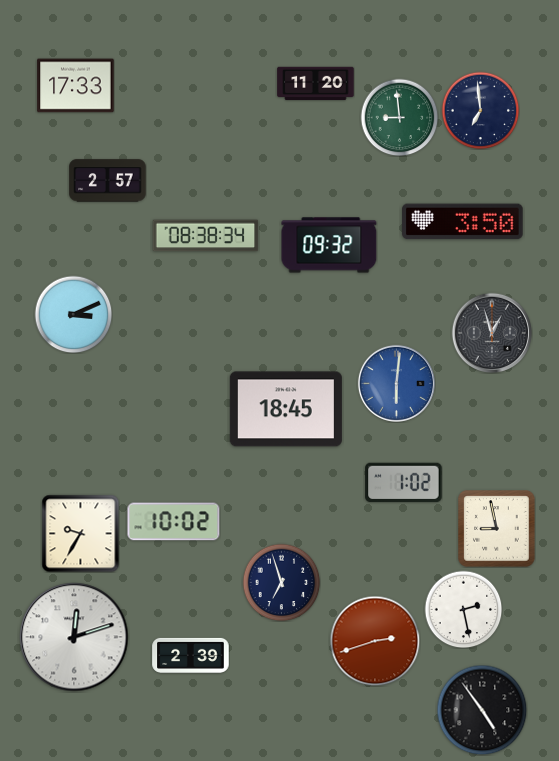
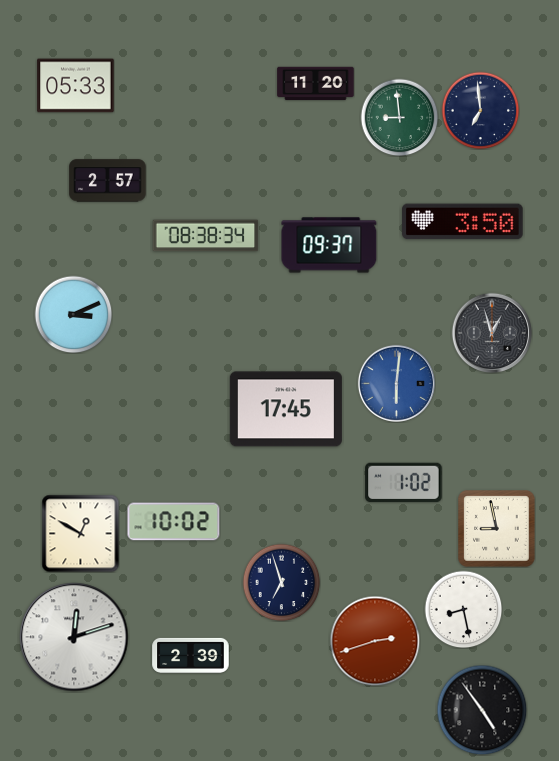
clock at (76, 86): 17:33 -> 05:33
clock at (329, 245): 09:32 -> 09:37
clock at (286, 409): 18:45 -> 17:45
clock at (80, 533): 9:35 -> 12:50
clock at (463, 609): 2:28 -> 8:28
